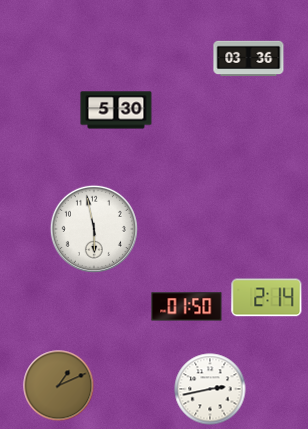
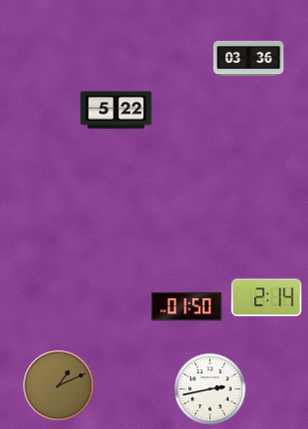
clock at (116, 110): 5:30 -> 5:22
clock at (94, 229): 5:58 -> none
